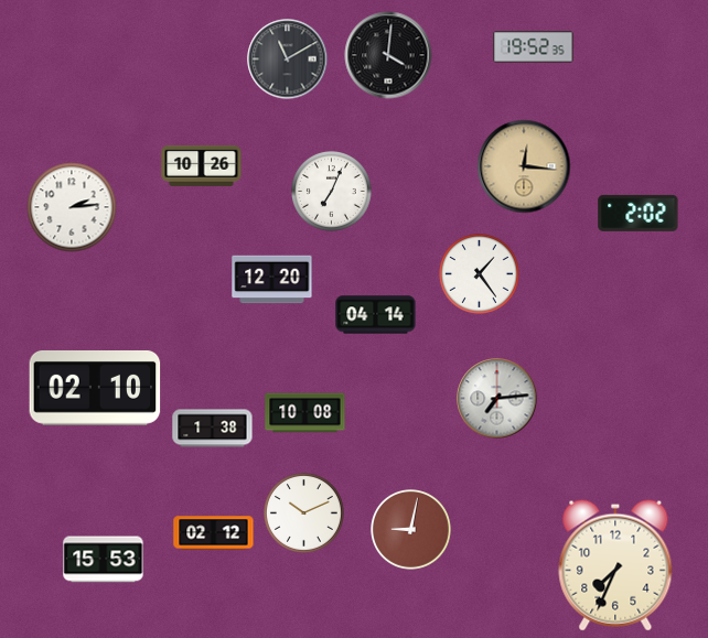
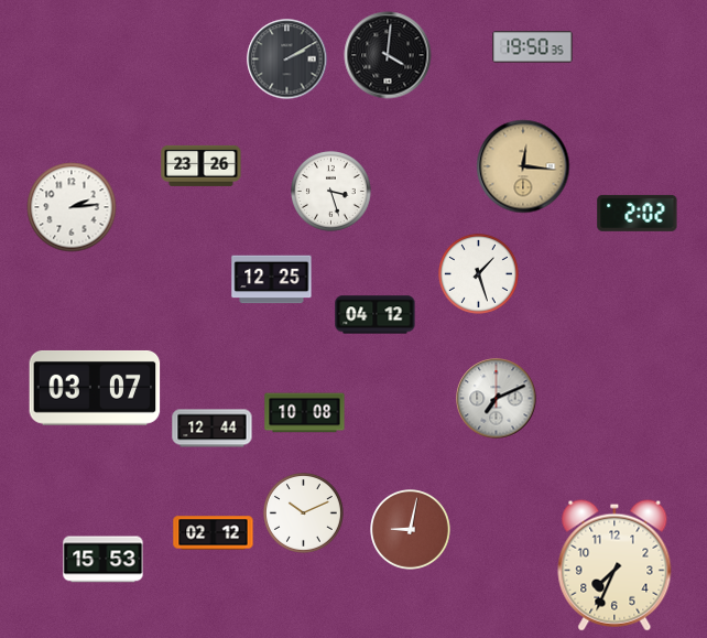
clock at (534, 47): 19:52 -> 19:50
clock at (288, 60): 11:10 -> 2:10
clock at (202, 165): 10:26 -> 23:26
clock at (332, 192): 7:04 -> 3:27
clock at (480, 274): 1:24 -> 1:27
clock at (272, 280): 12:20 -> 12:25
clock at (376, 315): 04:14 -> 04:12
clock at (95, 388): 02:10 -> 03:07
clock at (497, 399): 7:14 -> 7:11
clock at (213, 429): 1:38 -> 12:44
